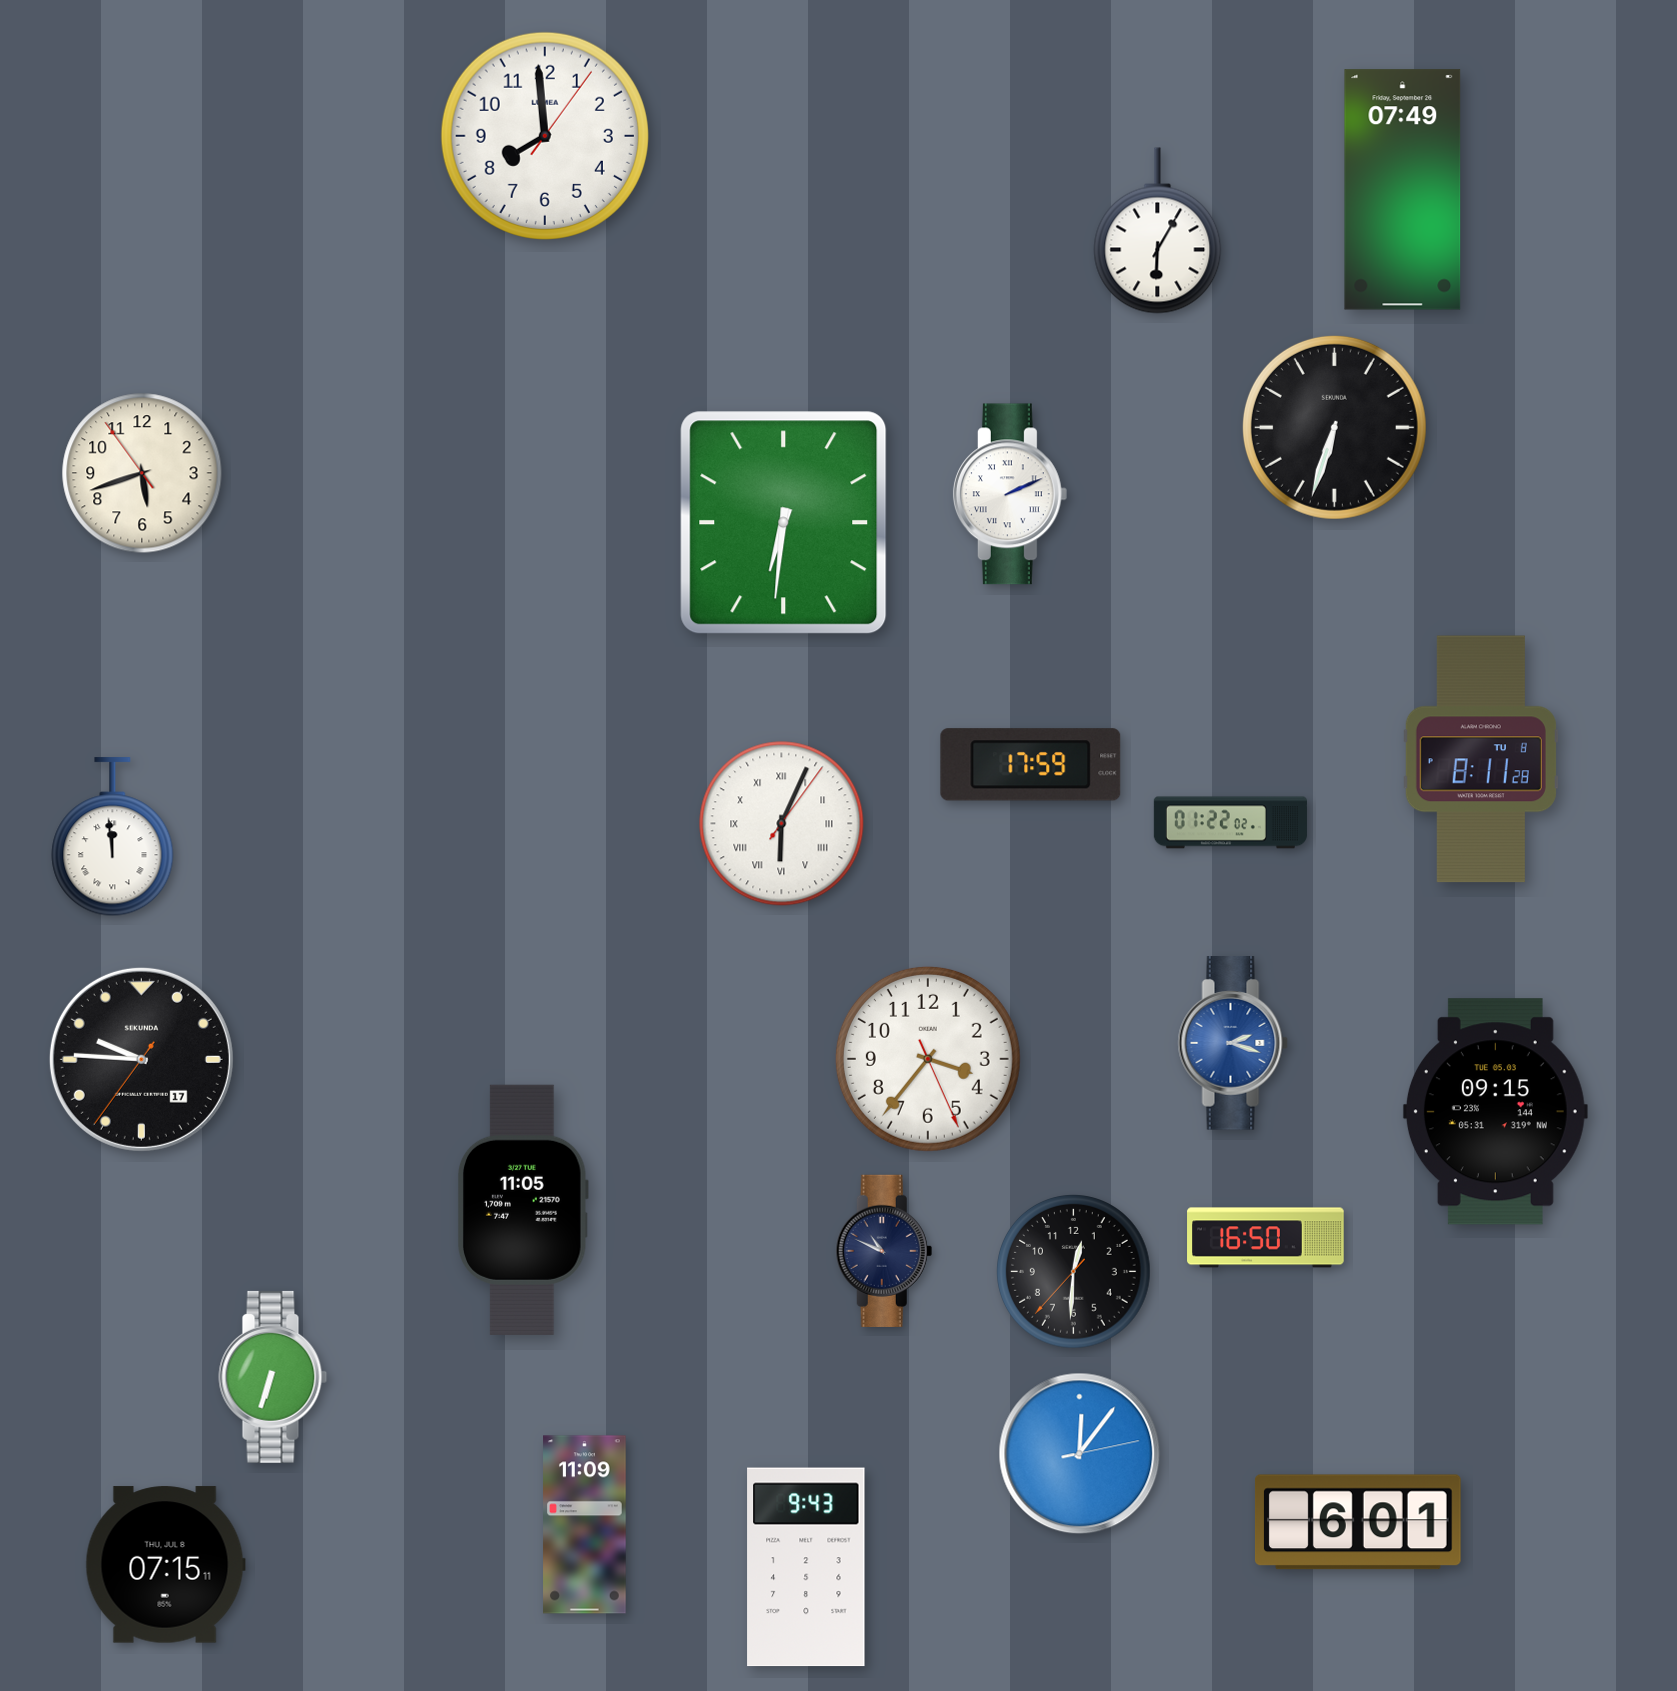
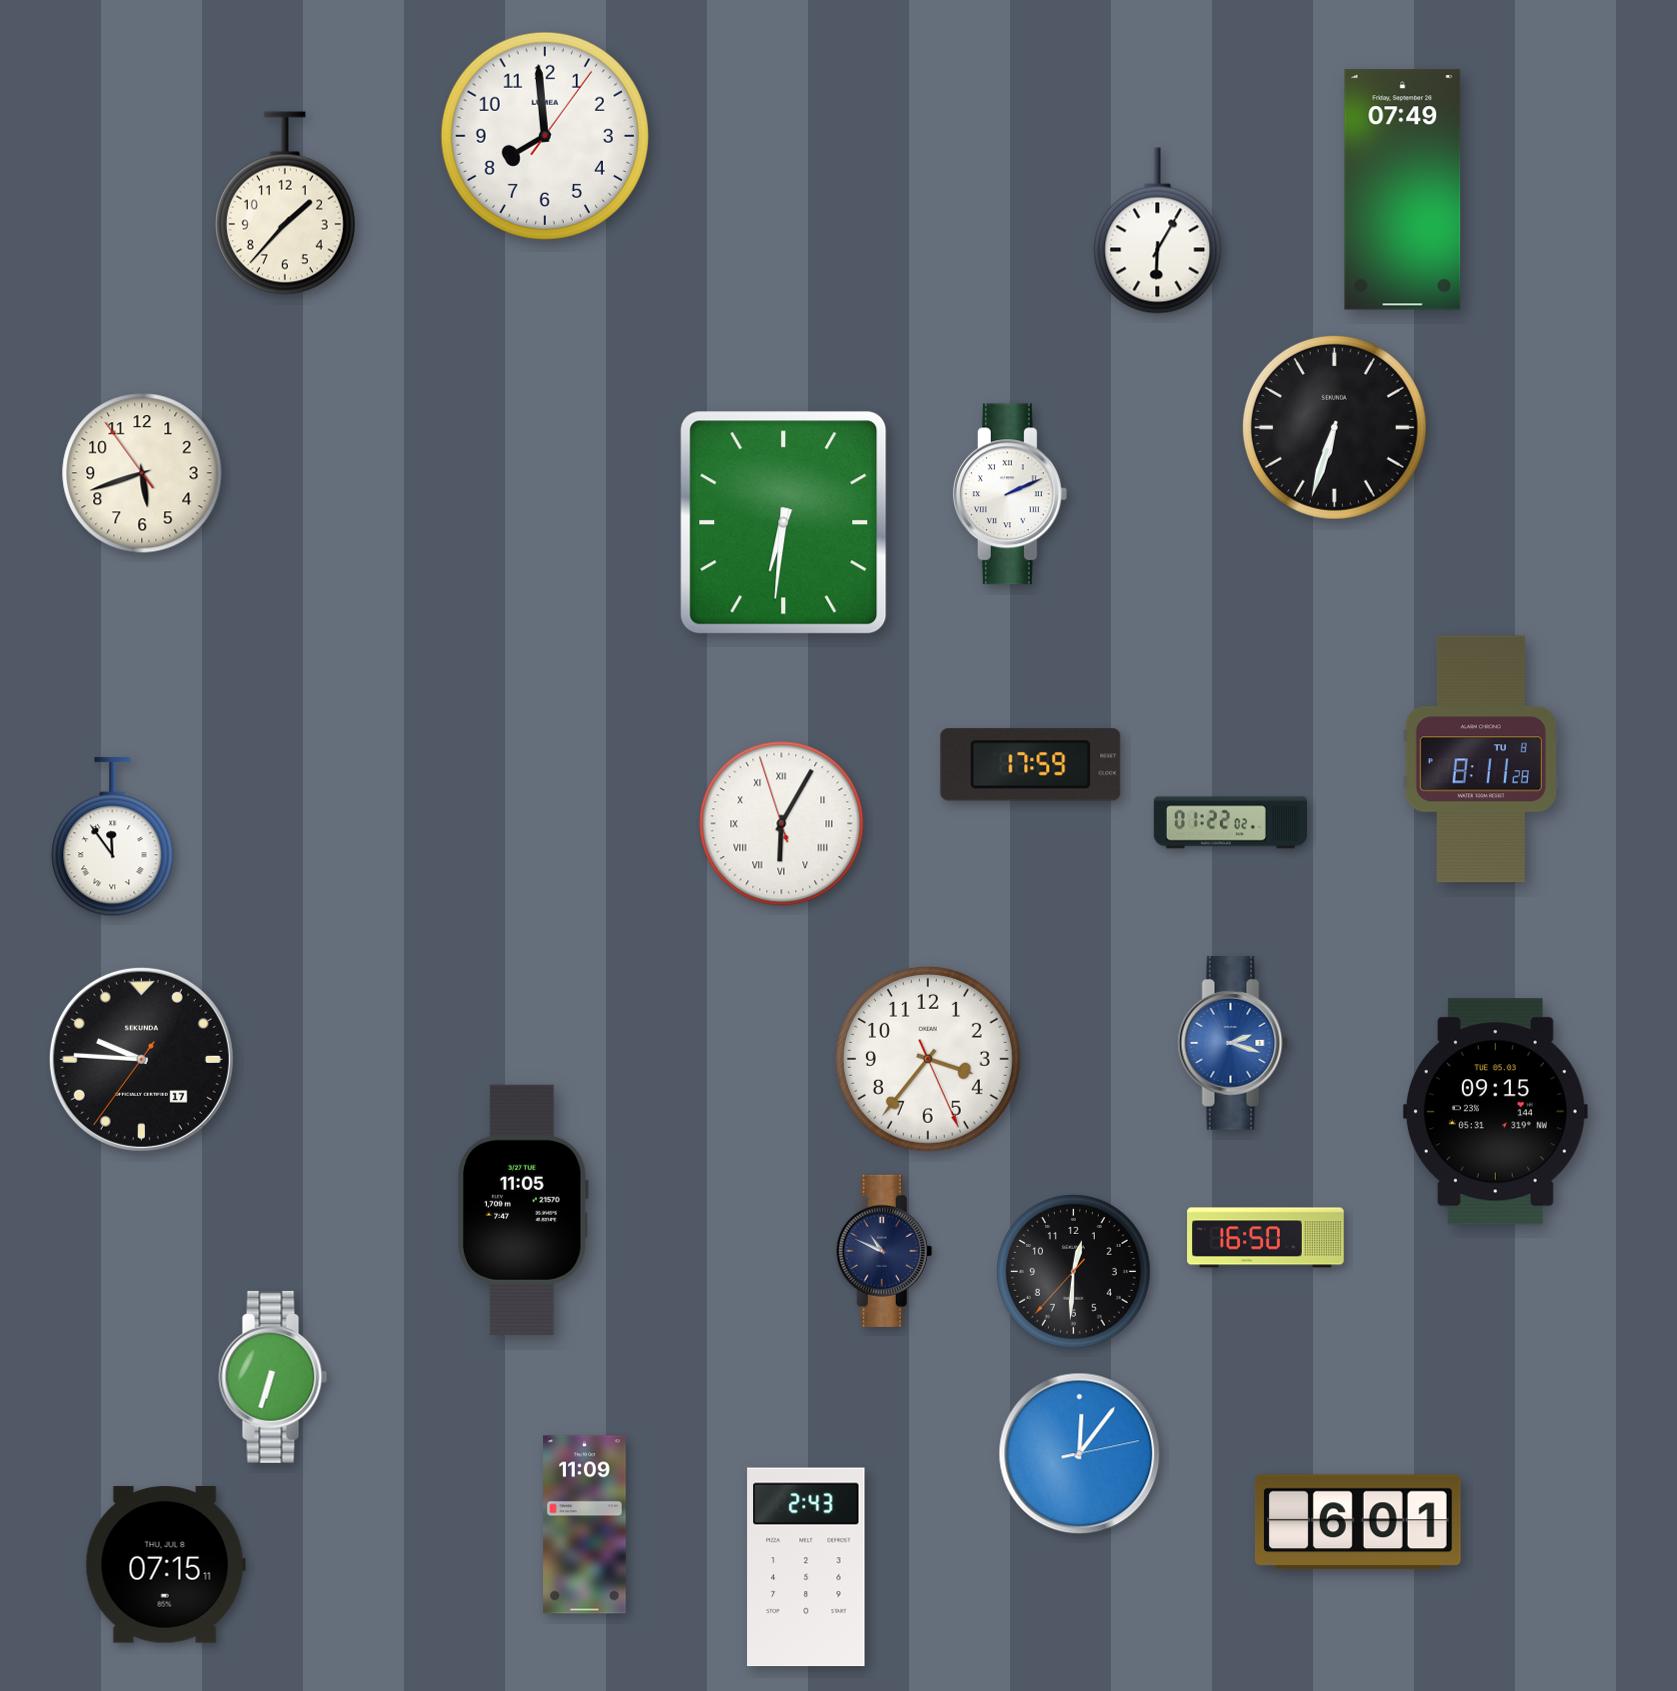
clock at (285, 203): none -> 1:37
clock at (782, 824): 6:04:06 -> 6:04:57
clock at (113, 837): 11:59 -> 11:54
clock at (806, 1567): 9:43 -> 2:43
